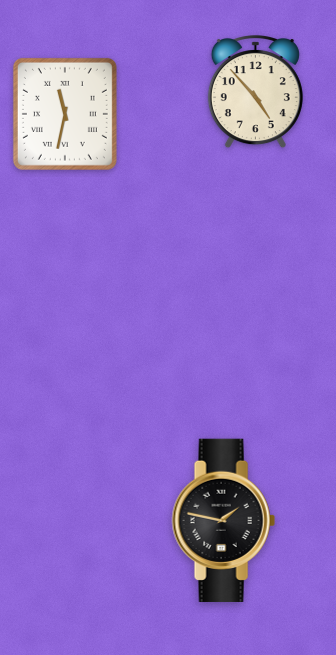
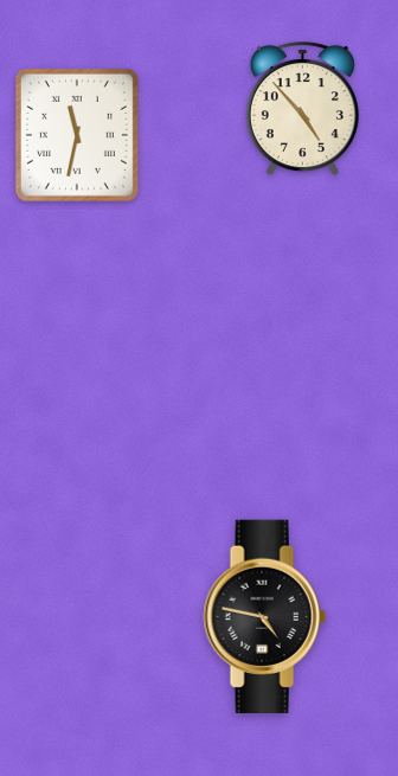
clock at (223, 520): 1:47 -> 4:47
